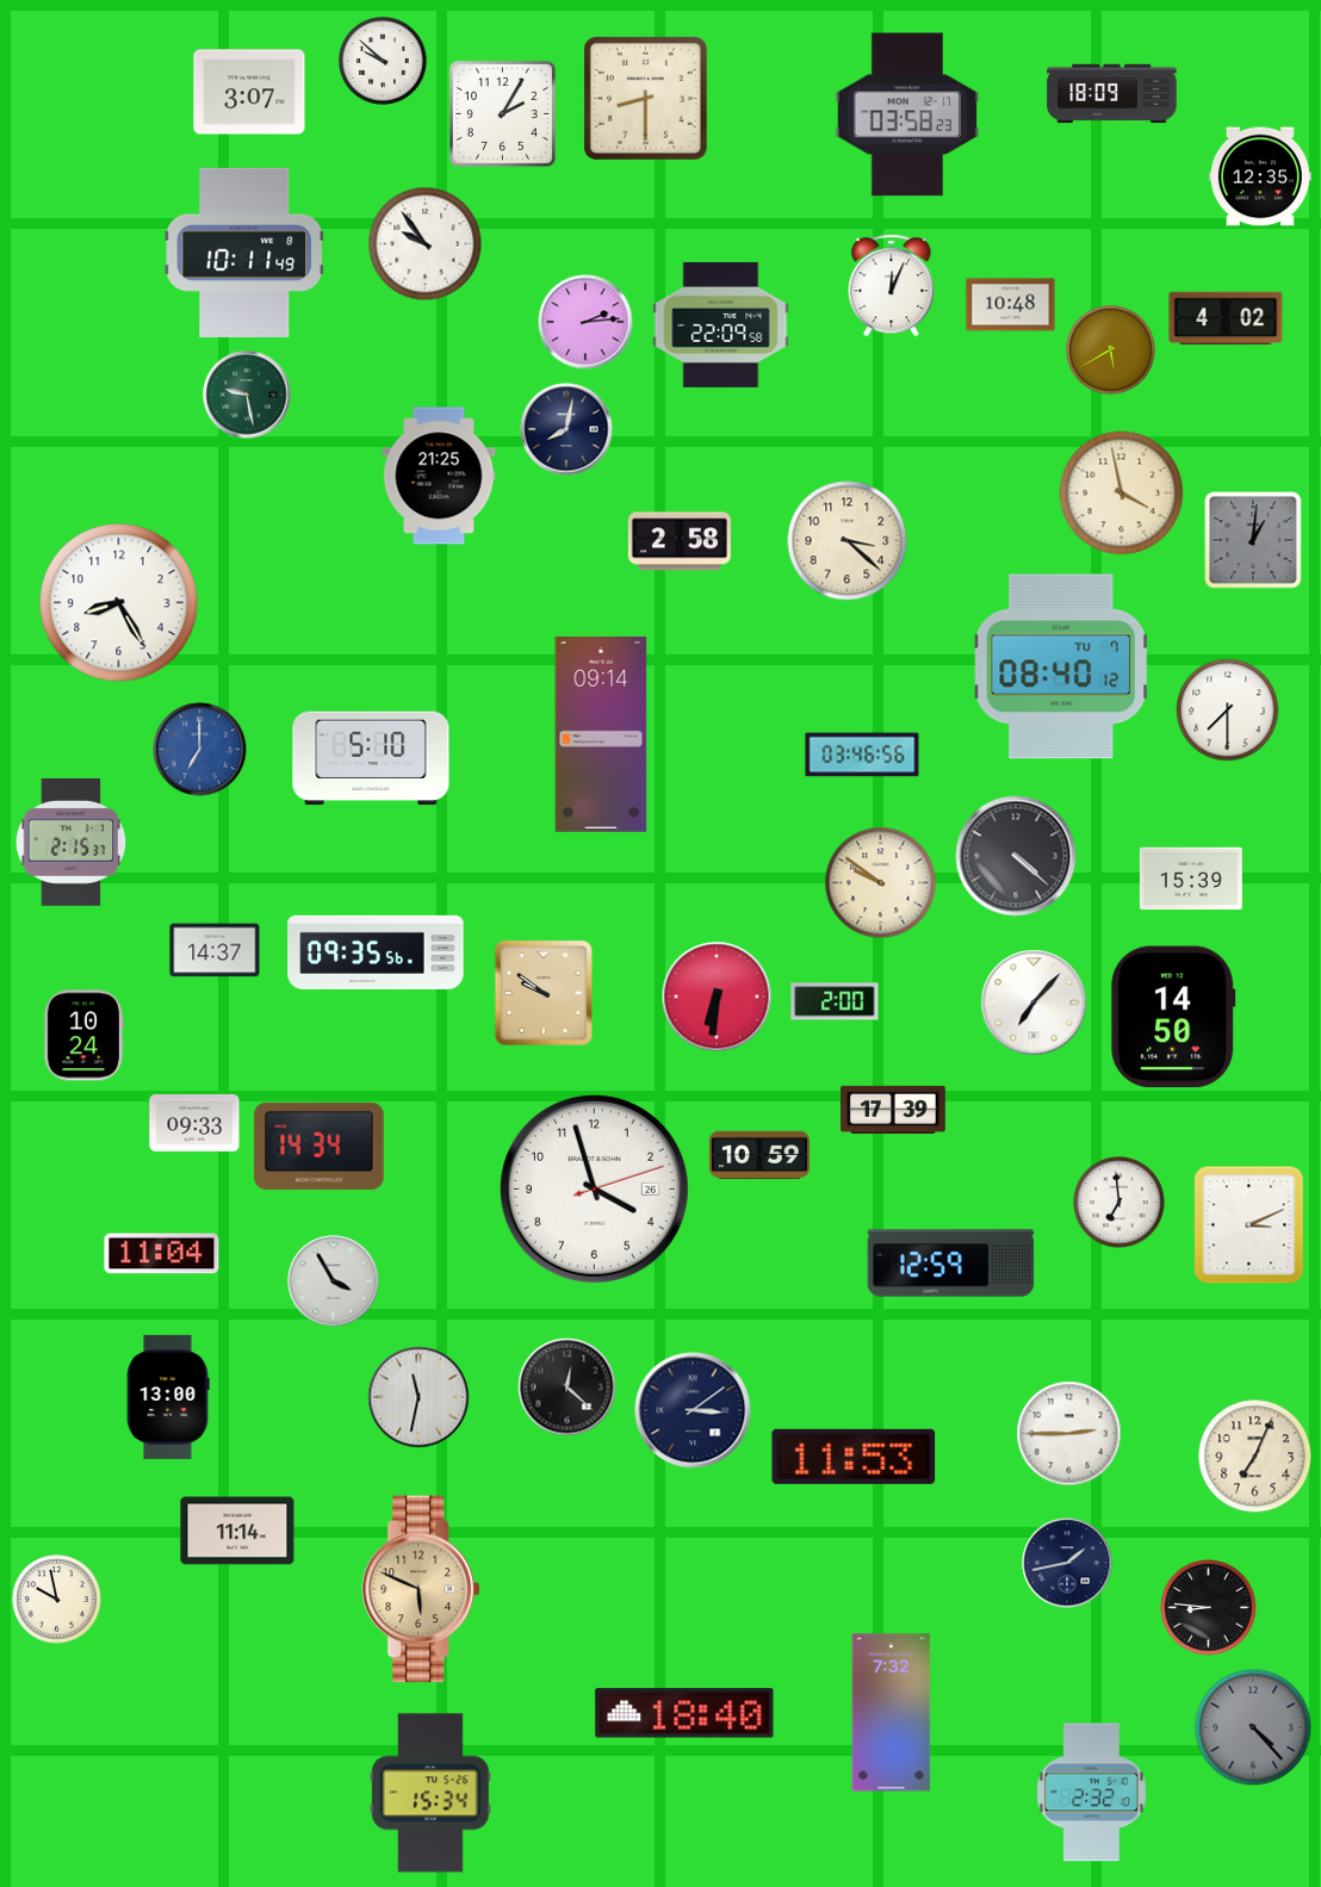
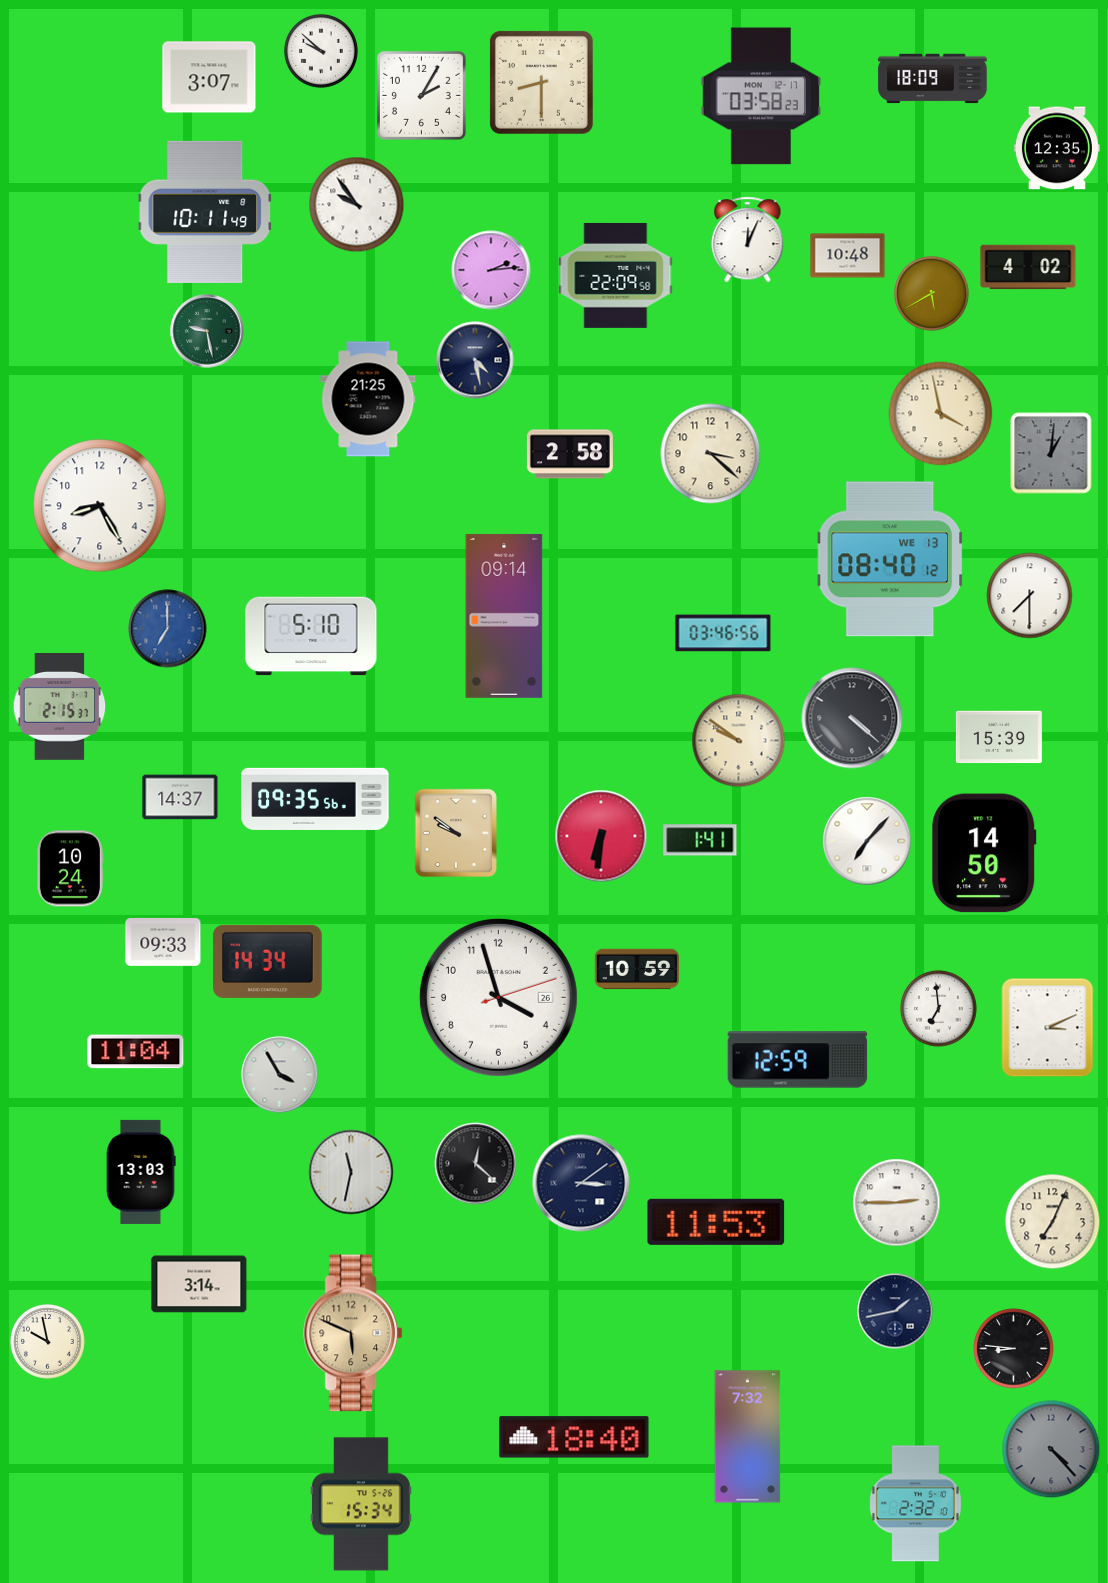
clock at (721, 324) position: (721, 324) -> (616, 275)
clock at (566, 429): 8:02 -> 4:28
clock at (1061, 666) date: TU 7 -> WE 13
clock at (835, 1001): 2:00 -> 1:41
clock at (893, 1109): 17:39 -> none
clock at (168, 1397): 13:00 -> 13:03
clock at (237, 1531): 11:14 -> 3:14
